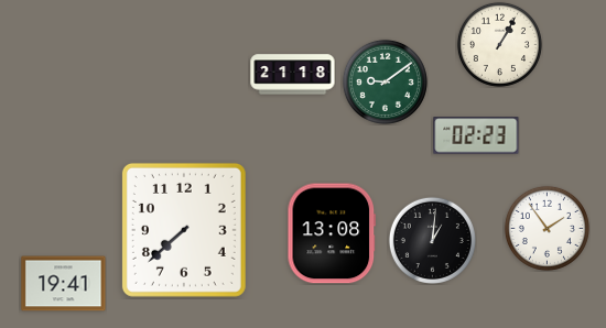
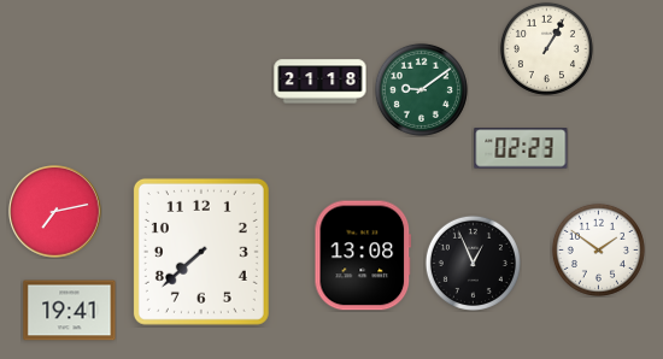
clock at (55, 212): none -> 7:13
clock at (547, 228): 1:54 -> 1:51
clock at (432, 240): 1:01 -> 12:56
